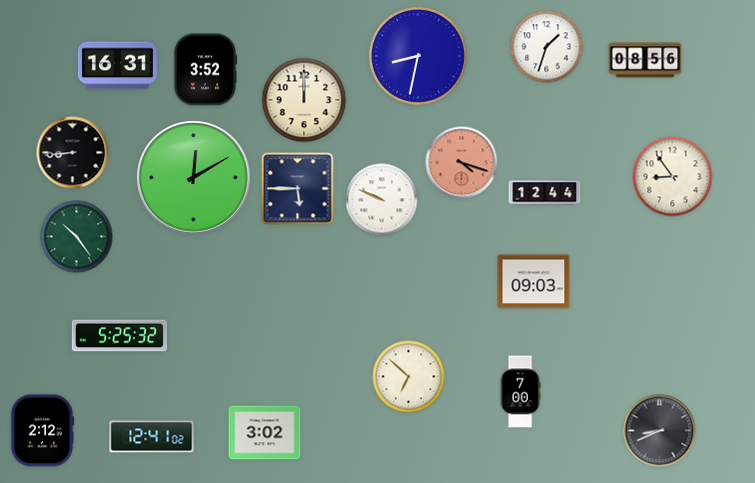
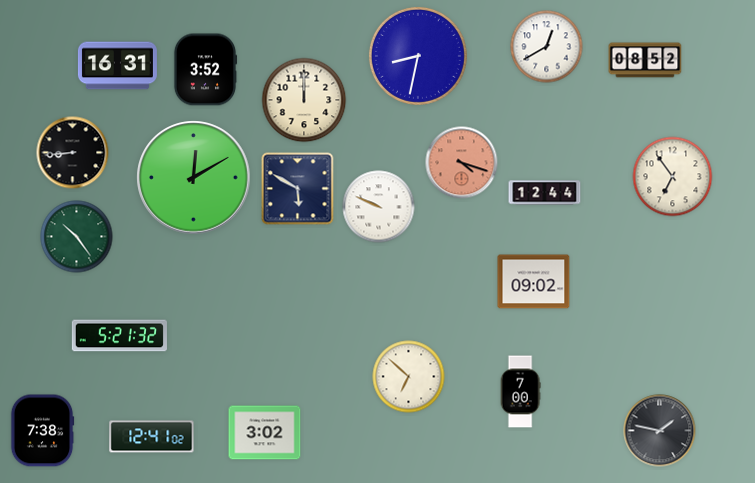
clock at (547, 47): 1:33 -> 12:40
clock at (645, 60): 08:56 -> 08:52
clock at (673, 177): 8:54 -> 6:54
clock at (298, 189): 5:45 -> 5:50
clock at (382, 200) position: (382, 200) -> (379, 207)
clock at (534, 282): 09:03 -> 09:02
clock at (119, 336): 5:25 -> 5:21
clock at (42, 431): 2:12 -> 7:38
clock at (660, 431): 8:41 -> 1:47
